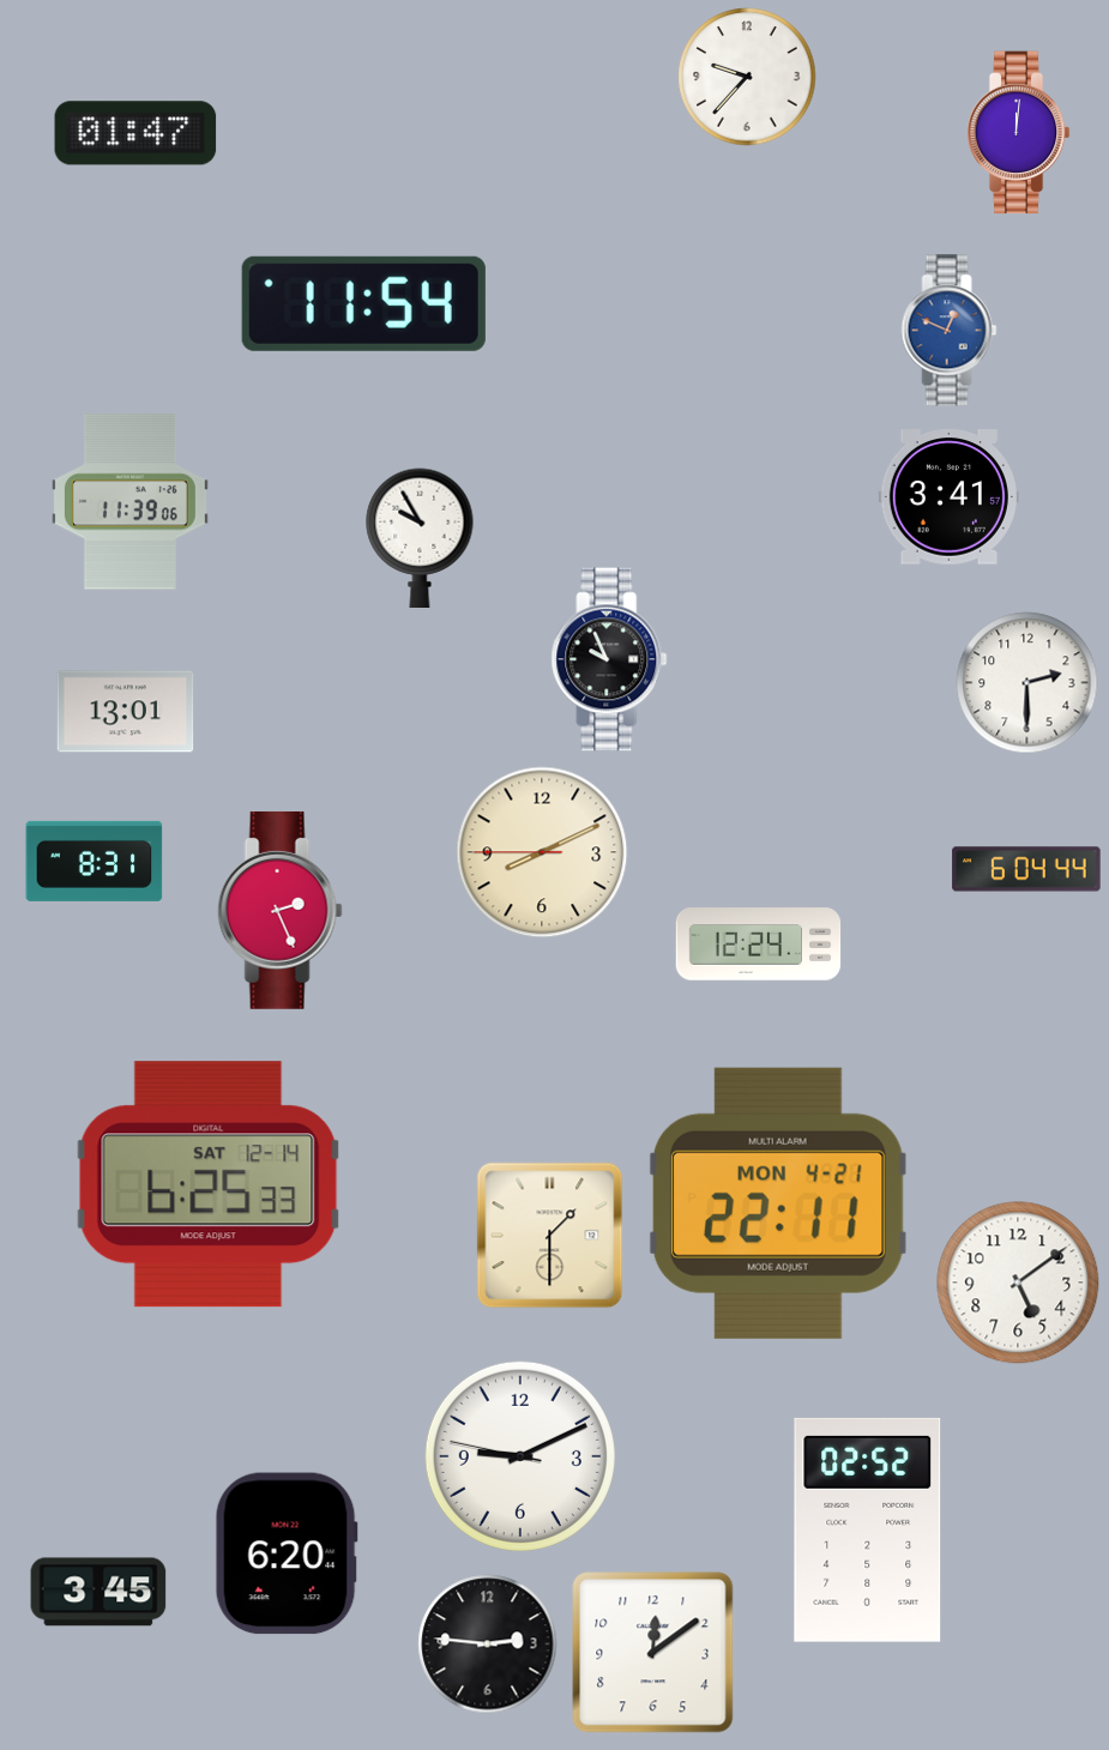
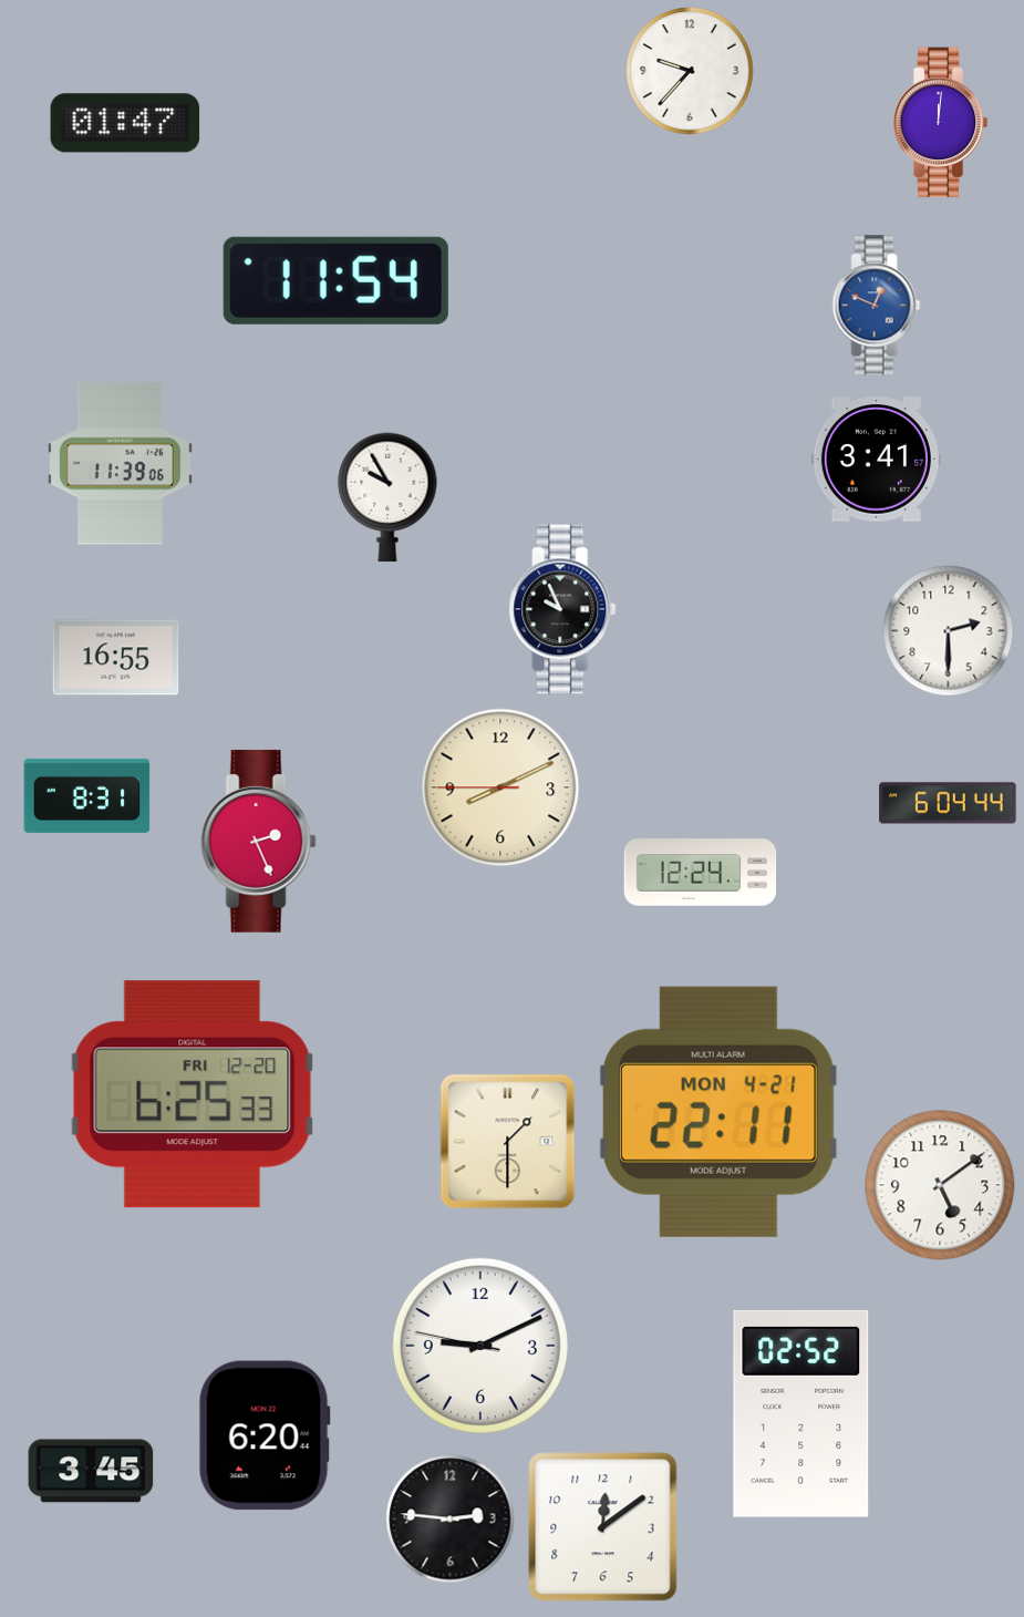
clock at (126, 712): 13:01 -> 16:55
clock at (209, 1184) date: SAT 12-14 -> FRI 12-20
